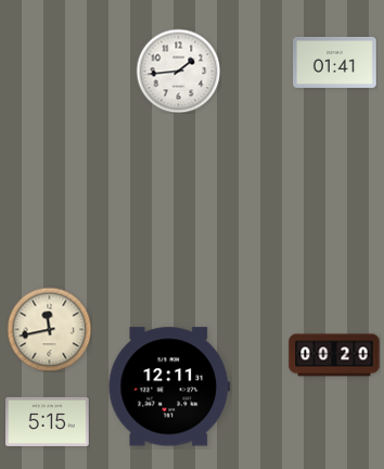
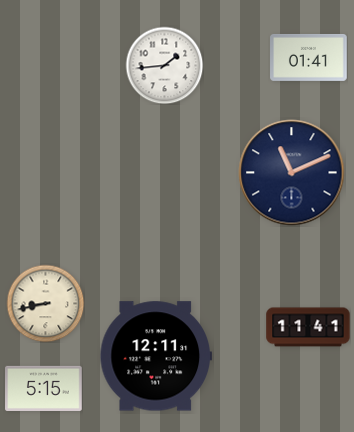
clock at (292, 173): none -> 11:11
clock at (49, 329): 11:43 -> 8:43
clock at (334, 355): 00:20 -> 11:41
